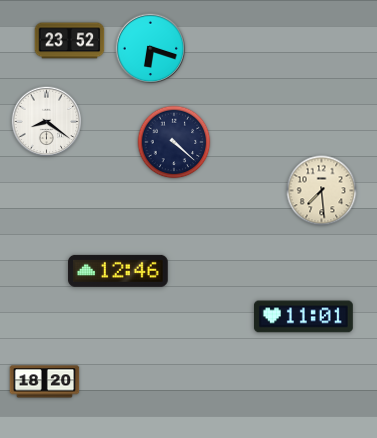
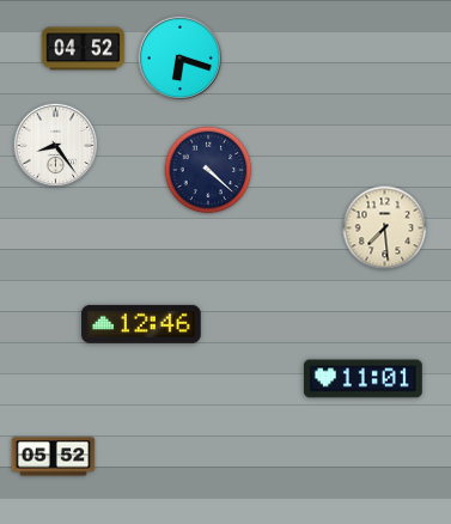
clock at (70, 41): 23:52 -> 04:52
clock at (47, 122): 8:21 -> 8:24
clock at (45, 382): 18:20 -> 05:52
